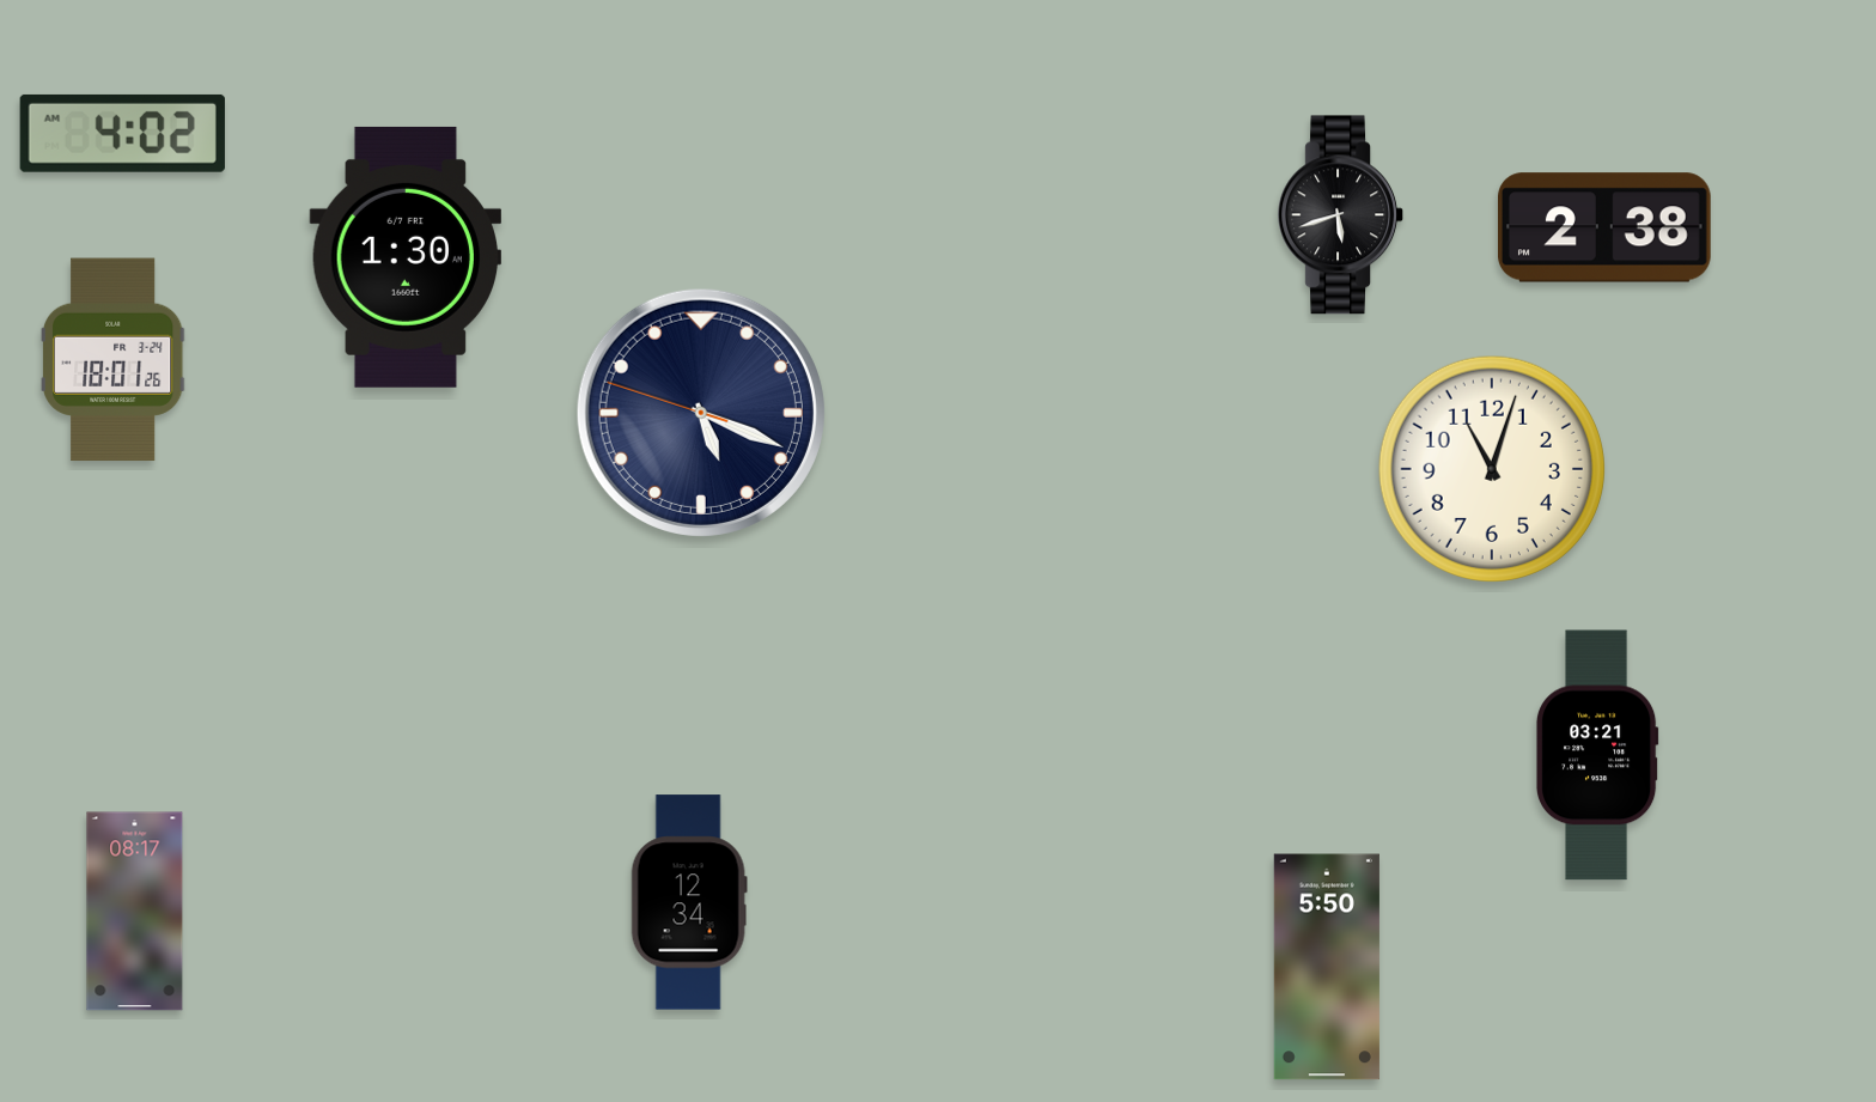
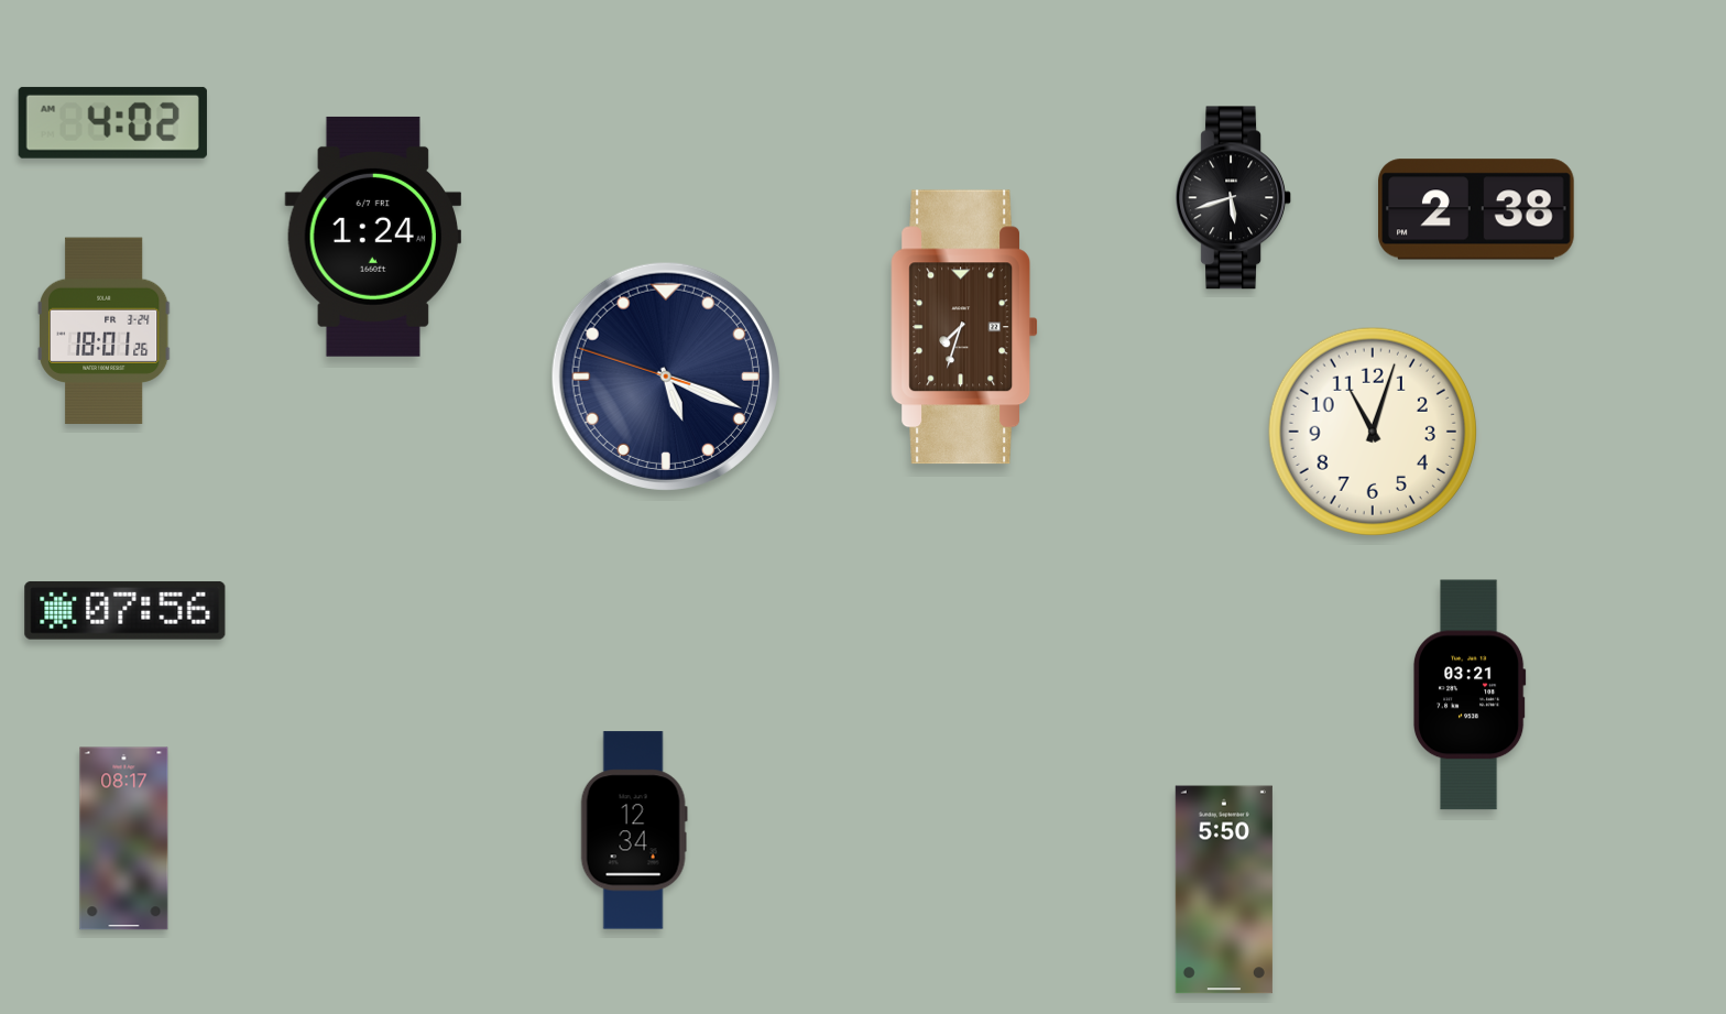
clock at (406, 257): 1:30 -> 1:24
clock at (965, 327): none -> 7:33
clock at (701, 413) position: (701, 413) -> (666, 377)
clock at (125, 610): none -> 07:56
clock at (1327, 967) position: (1327, 967) -> (1224, 890)
